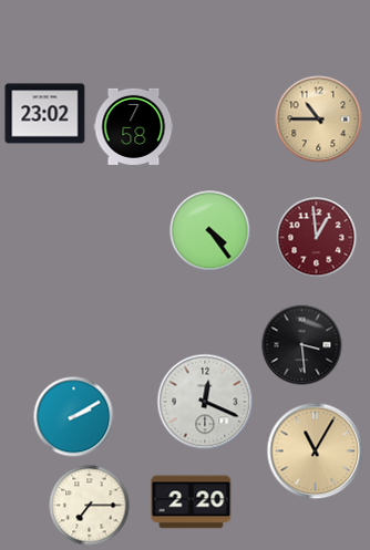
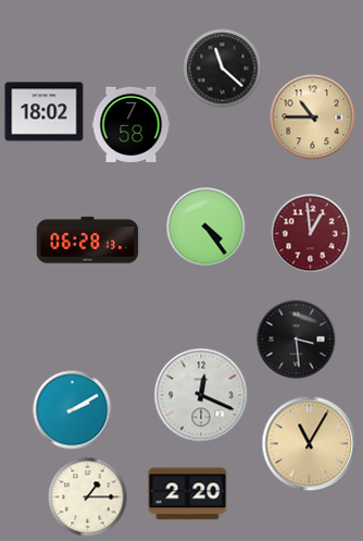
clock at (223, 69): none -> 11:22
clock at (45, 114): 23:02 -> 18:02
clock at (88, 241): none -> 06:28
clock at (90, 506): 7:15 -> 1:15
